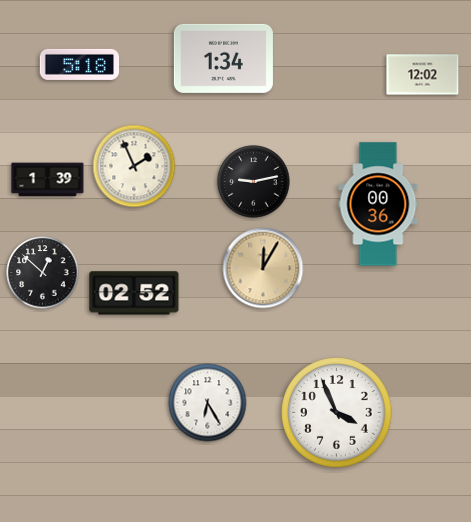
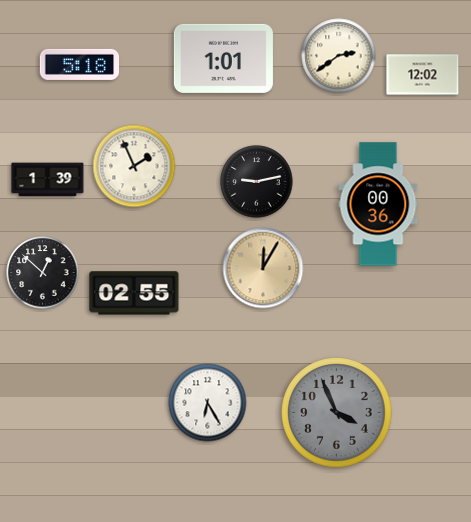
clock at (339, 56): none -> 2:39
clock at (223, 58): 1:34 -> 1:01
clock at (254, 182) position: (254, 182) -> (257, 182)
clock at (134, 293): 02:52 -> 02:55
clock at (337, 413) dial: white -> grey
